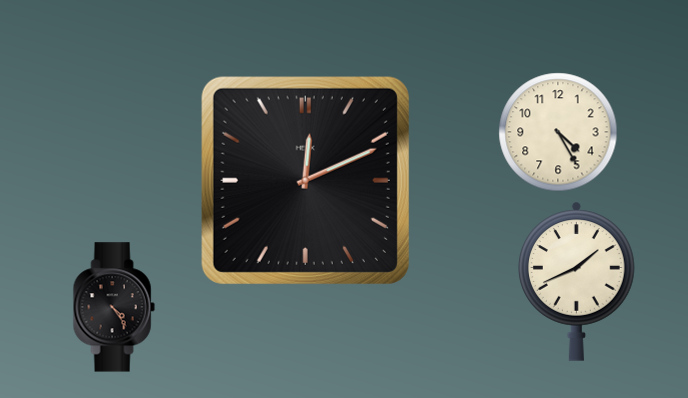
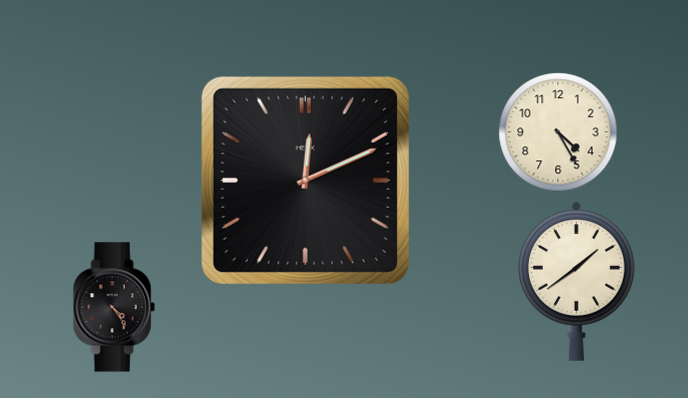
clock at (577, 281): 1:41 -> 1:39
